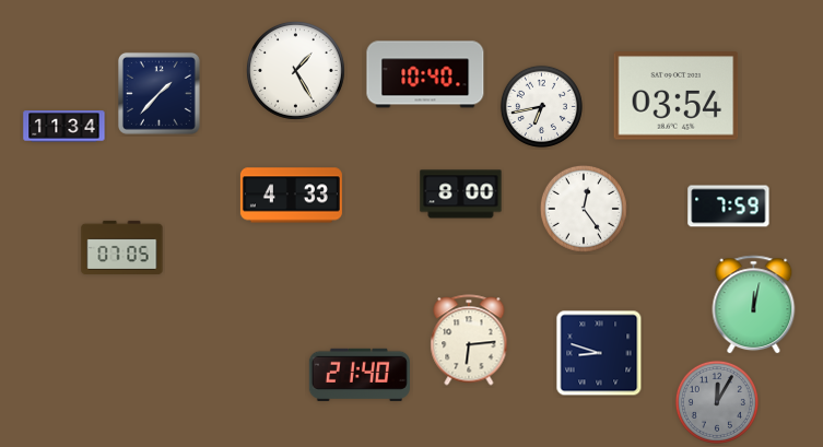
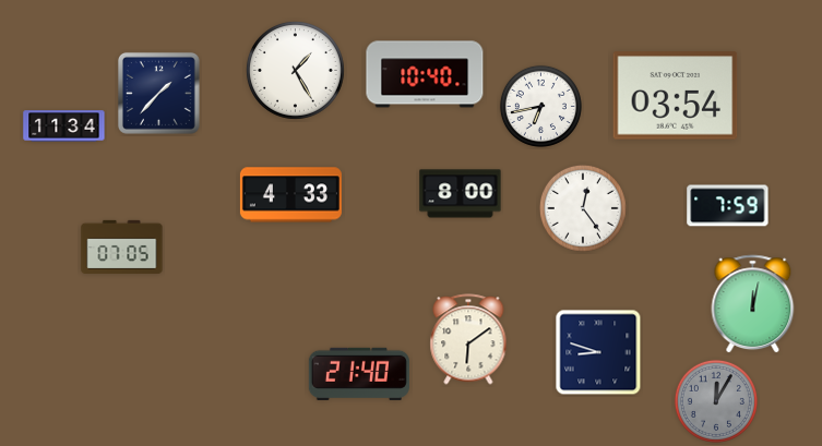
clock at (469, 340): 6:14 -> 6:09
